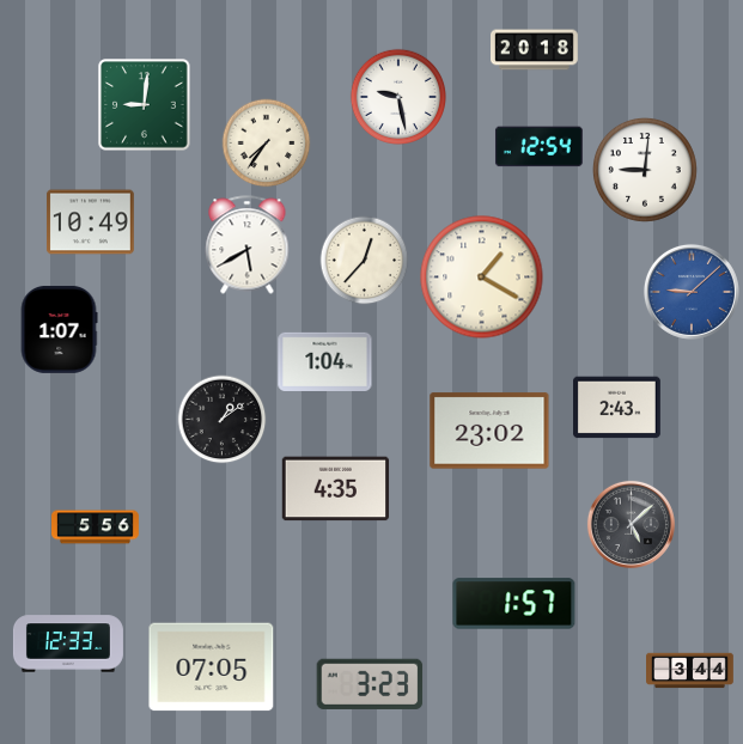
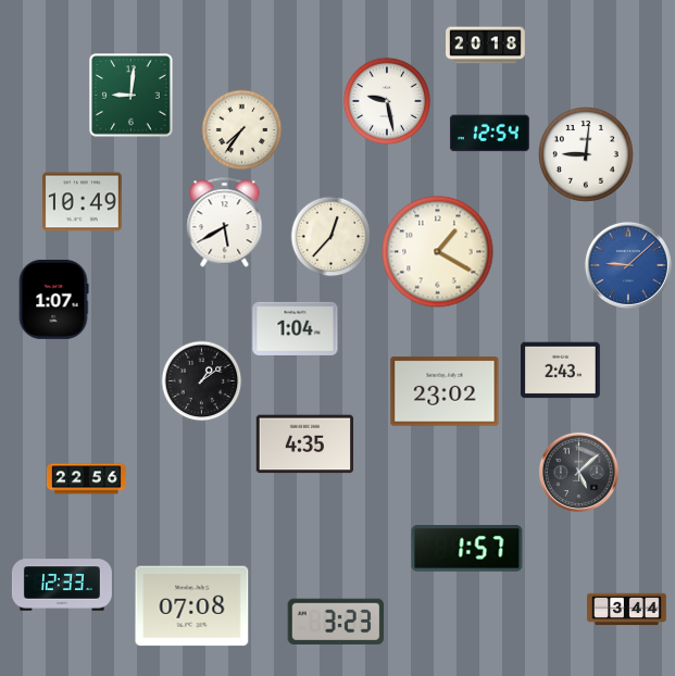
clock at (397, 96) position: (397, 96) -> (386, 100)
clock at (631, 524) position: (631, 524) -> (578, 472)
clock at (96, 527): 5:56 -> 22:56
clock at (212, 667): 07:05 -> 07:08
